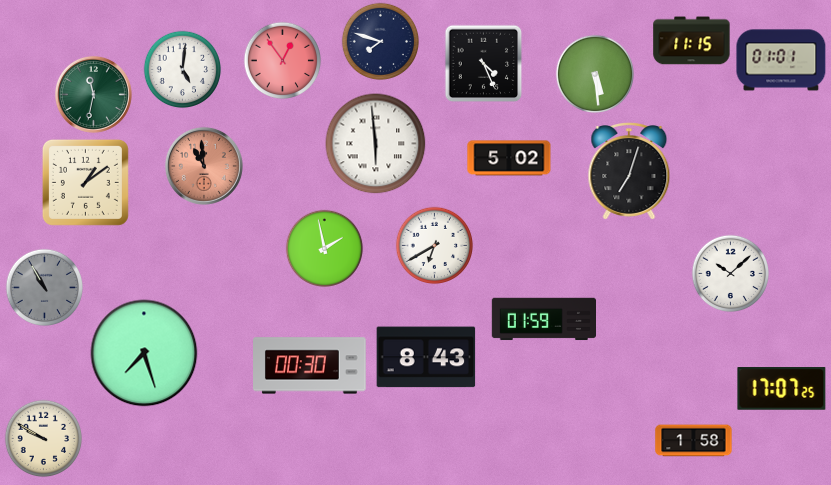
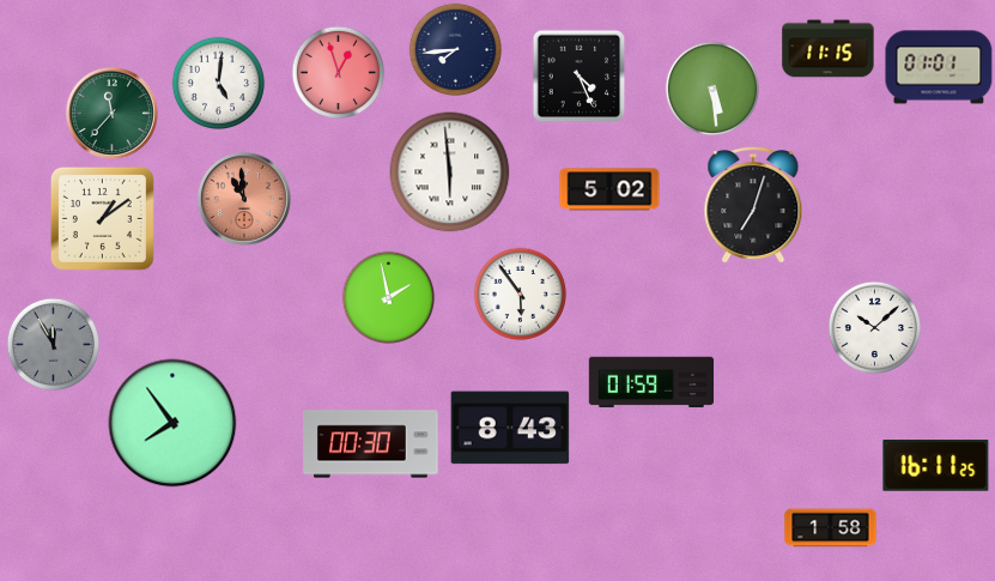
clock at (380, 41): 7:48 -> 7:44
clock at (282, 60): 12:54 -> 12:57
clock at (781, 60) position: (781, 60) -> (939, 67)
clock at (93, 94): 11:32 -> 11:37
clock at (434, 245): 6:40 -> 5:54
clock at (44, 287): 10:55 -> 11:55
clock at (144, 353): 7:27 -> 7:54
clock at (310, 366) position: (310, 366) -> (371, 444)
clock at (782, 389): 17:07 -> 16:11
clock at (43, 438): 9:50 -> none
